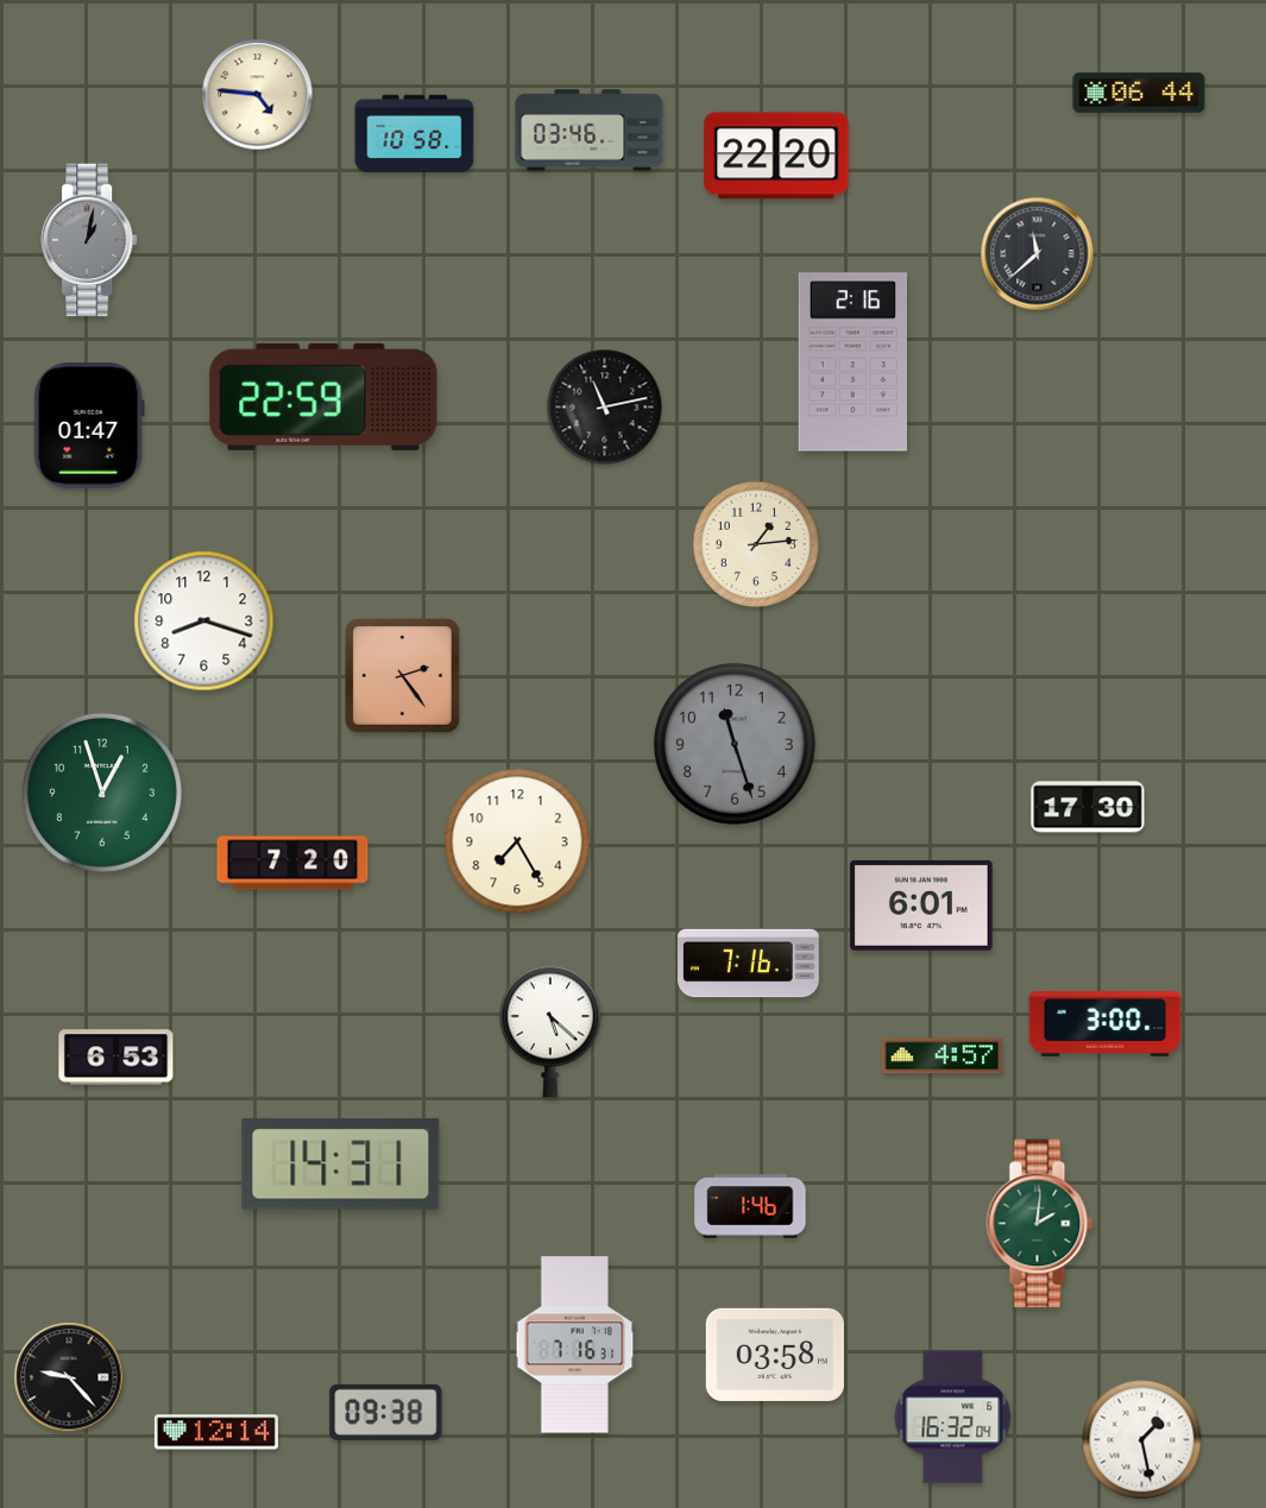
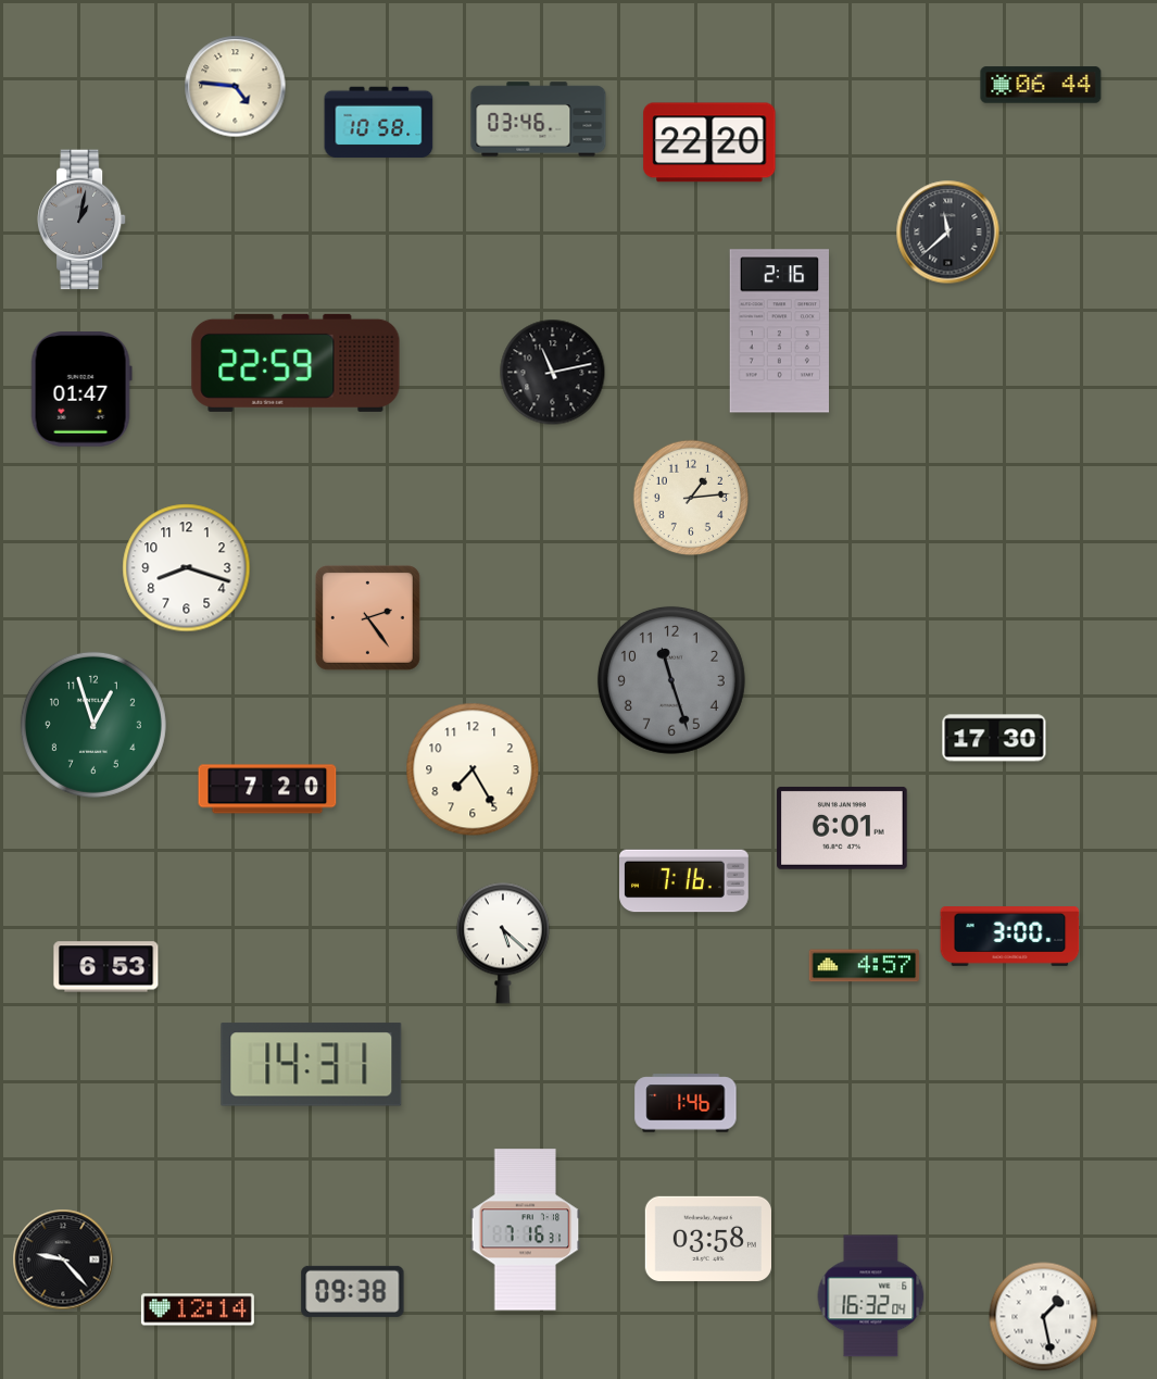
clock at (943, 1056) position: (943, 1056) -> (865, 966)
clock at (1040, 1224): 2:01 -> none
